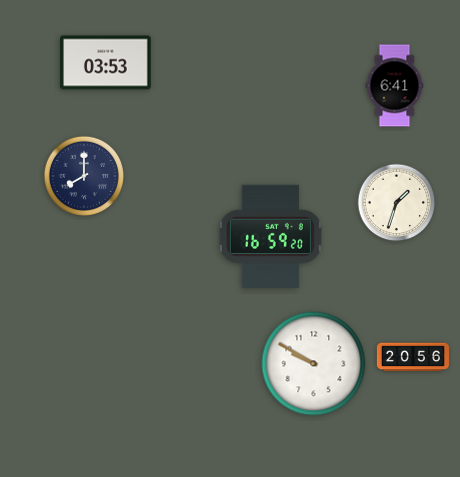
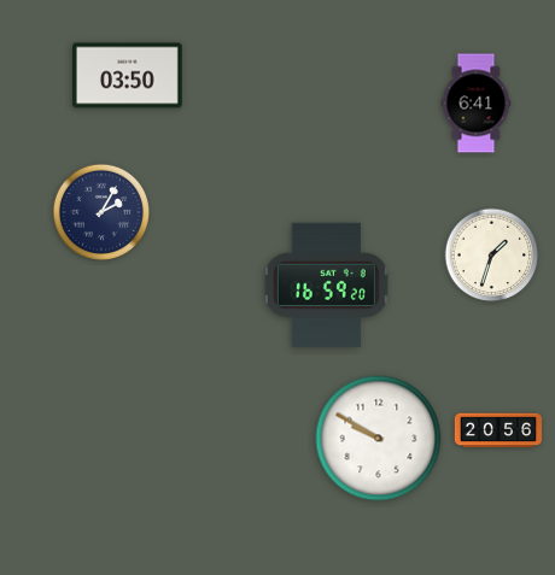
clock at (106, 63): 03:53 -> 03:50
clock at (83, 175): 8:00 -> 2:05
clock at (397, 203) position: (397, 203) -> (492, 256)
